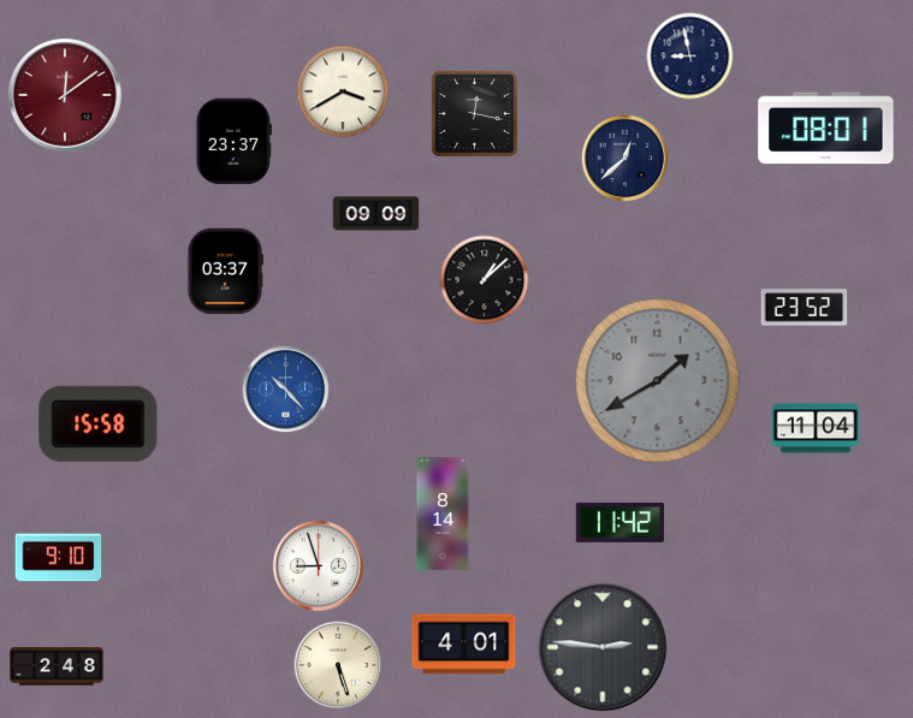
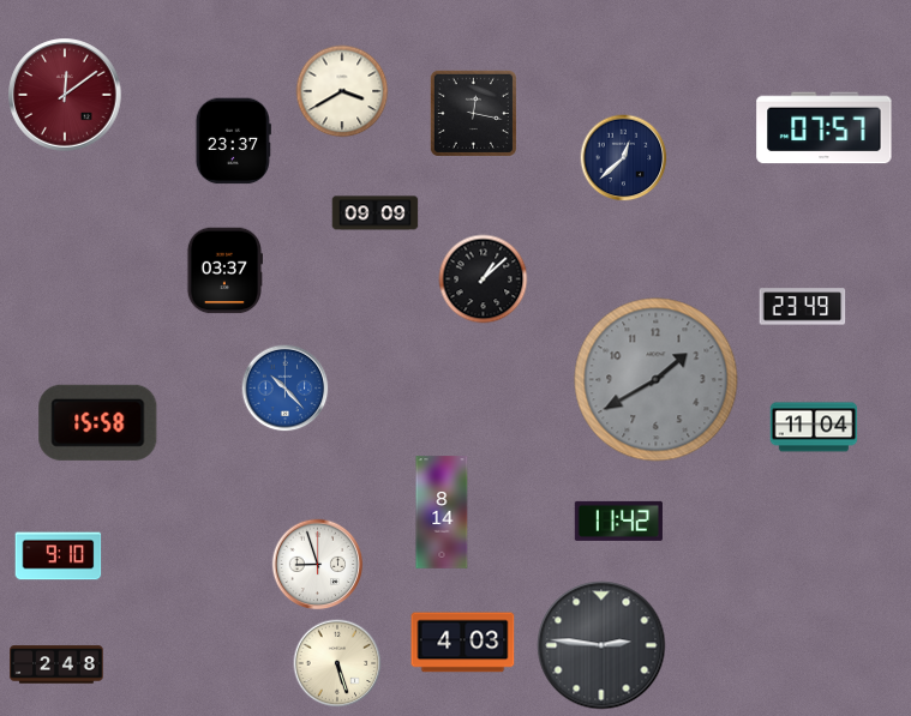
clock at (690, 57): 8:58 -> none
clock at (826, 129): 08:01 -> 07:57
clock at (805, 308): 23:52 -> 23:49
clock at (464, 645): 4:01 -> 4:03
